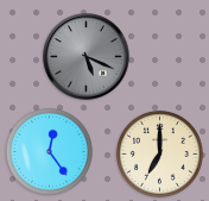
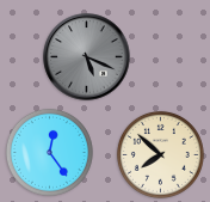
clock at (159, 153): 7:00 -> 7:52
